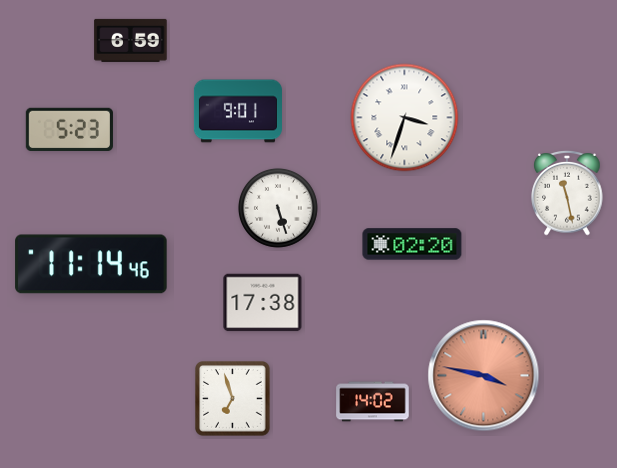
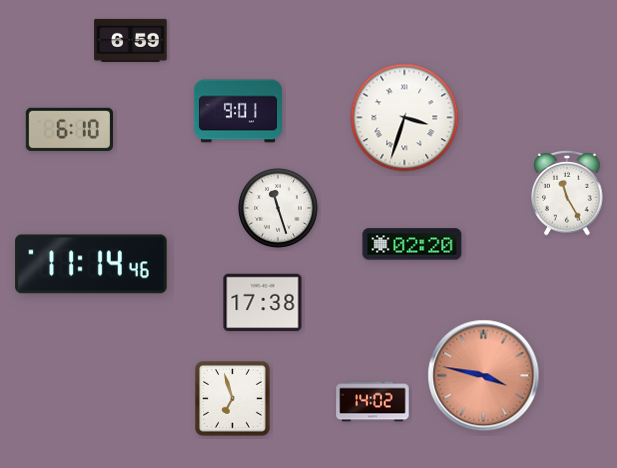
clock at (69, 130): 5:23 -> 6:10
clock at (567, 193): 11:28 -> 11:25
clock at (278, 208): 5:27 -> 11:27
